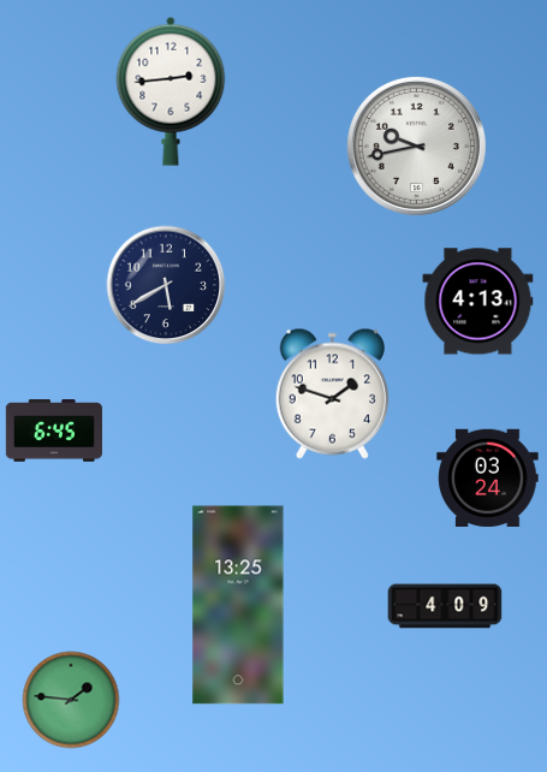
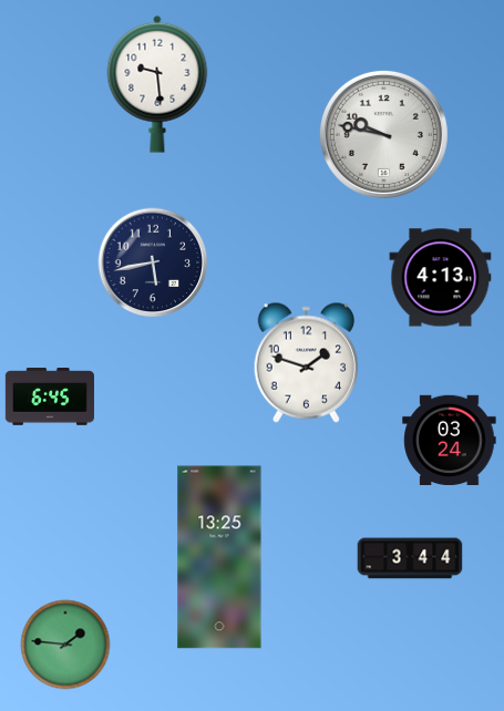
clock at (171, 91): 2:44 -> 9:29
clock at (416, 146): 9:43 -> 9:47
clock at (166, 285): 5:40 -> 5:43
clock at (445, 606): 4:09 -> 3:44
